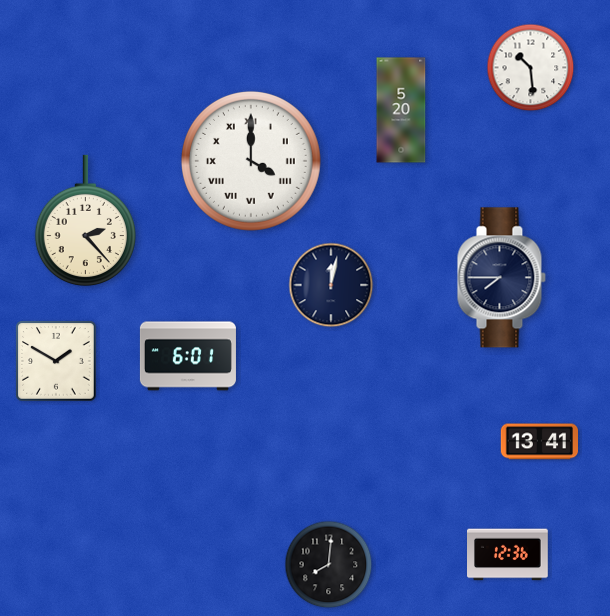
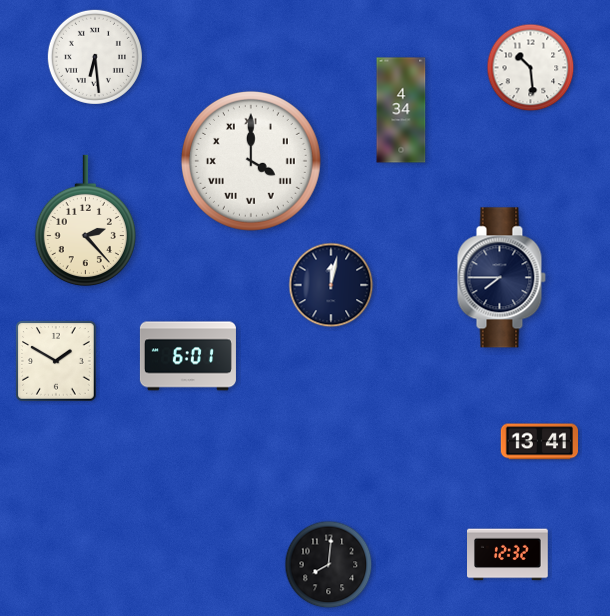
clock at (95, 57): none -> 6:29
clock at (401, 110): 5:20 -> 4:34
clock at (508, 555): 12:36 -> 12:32
